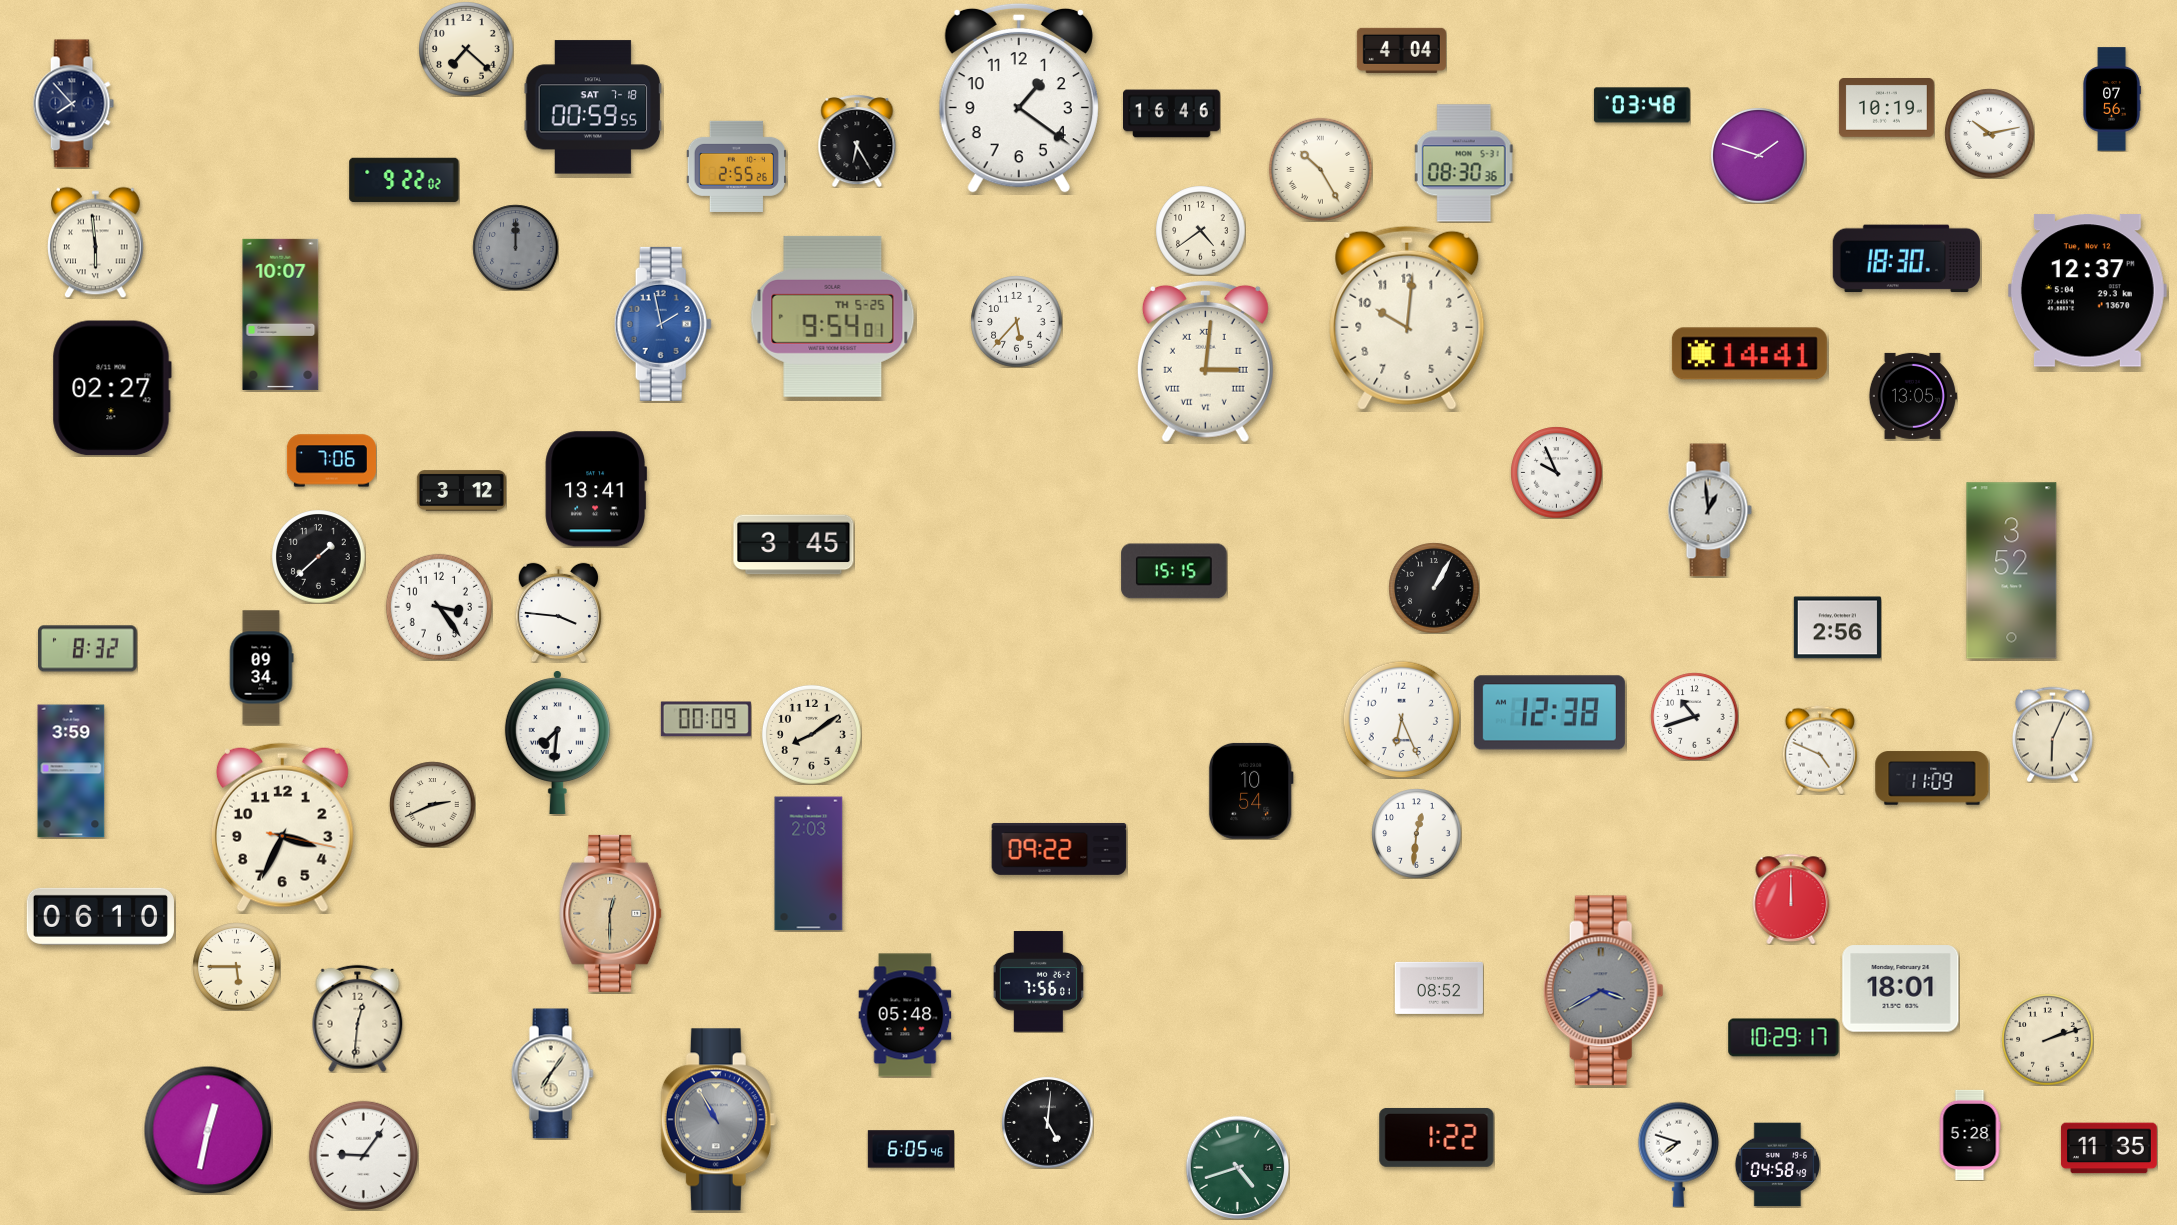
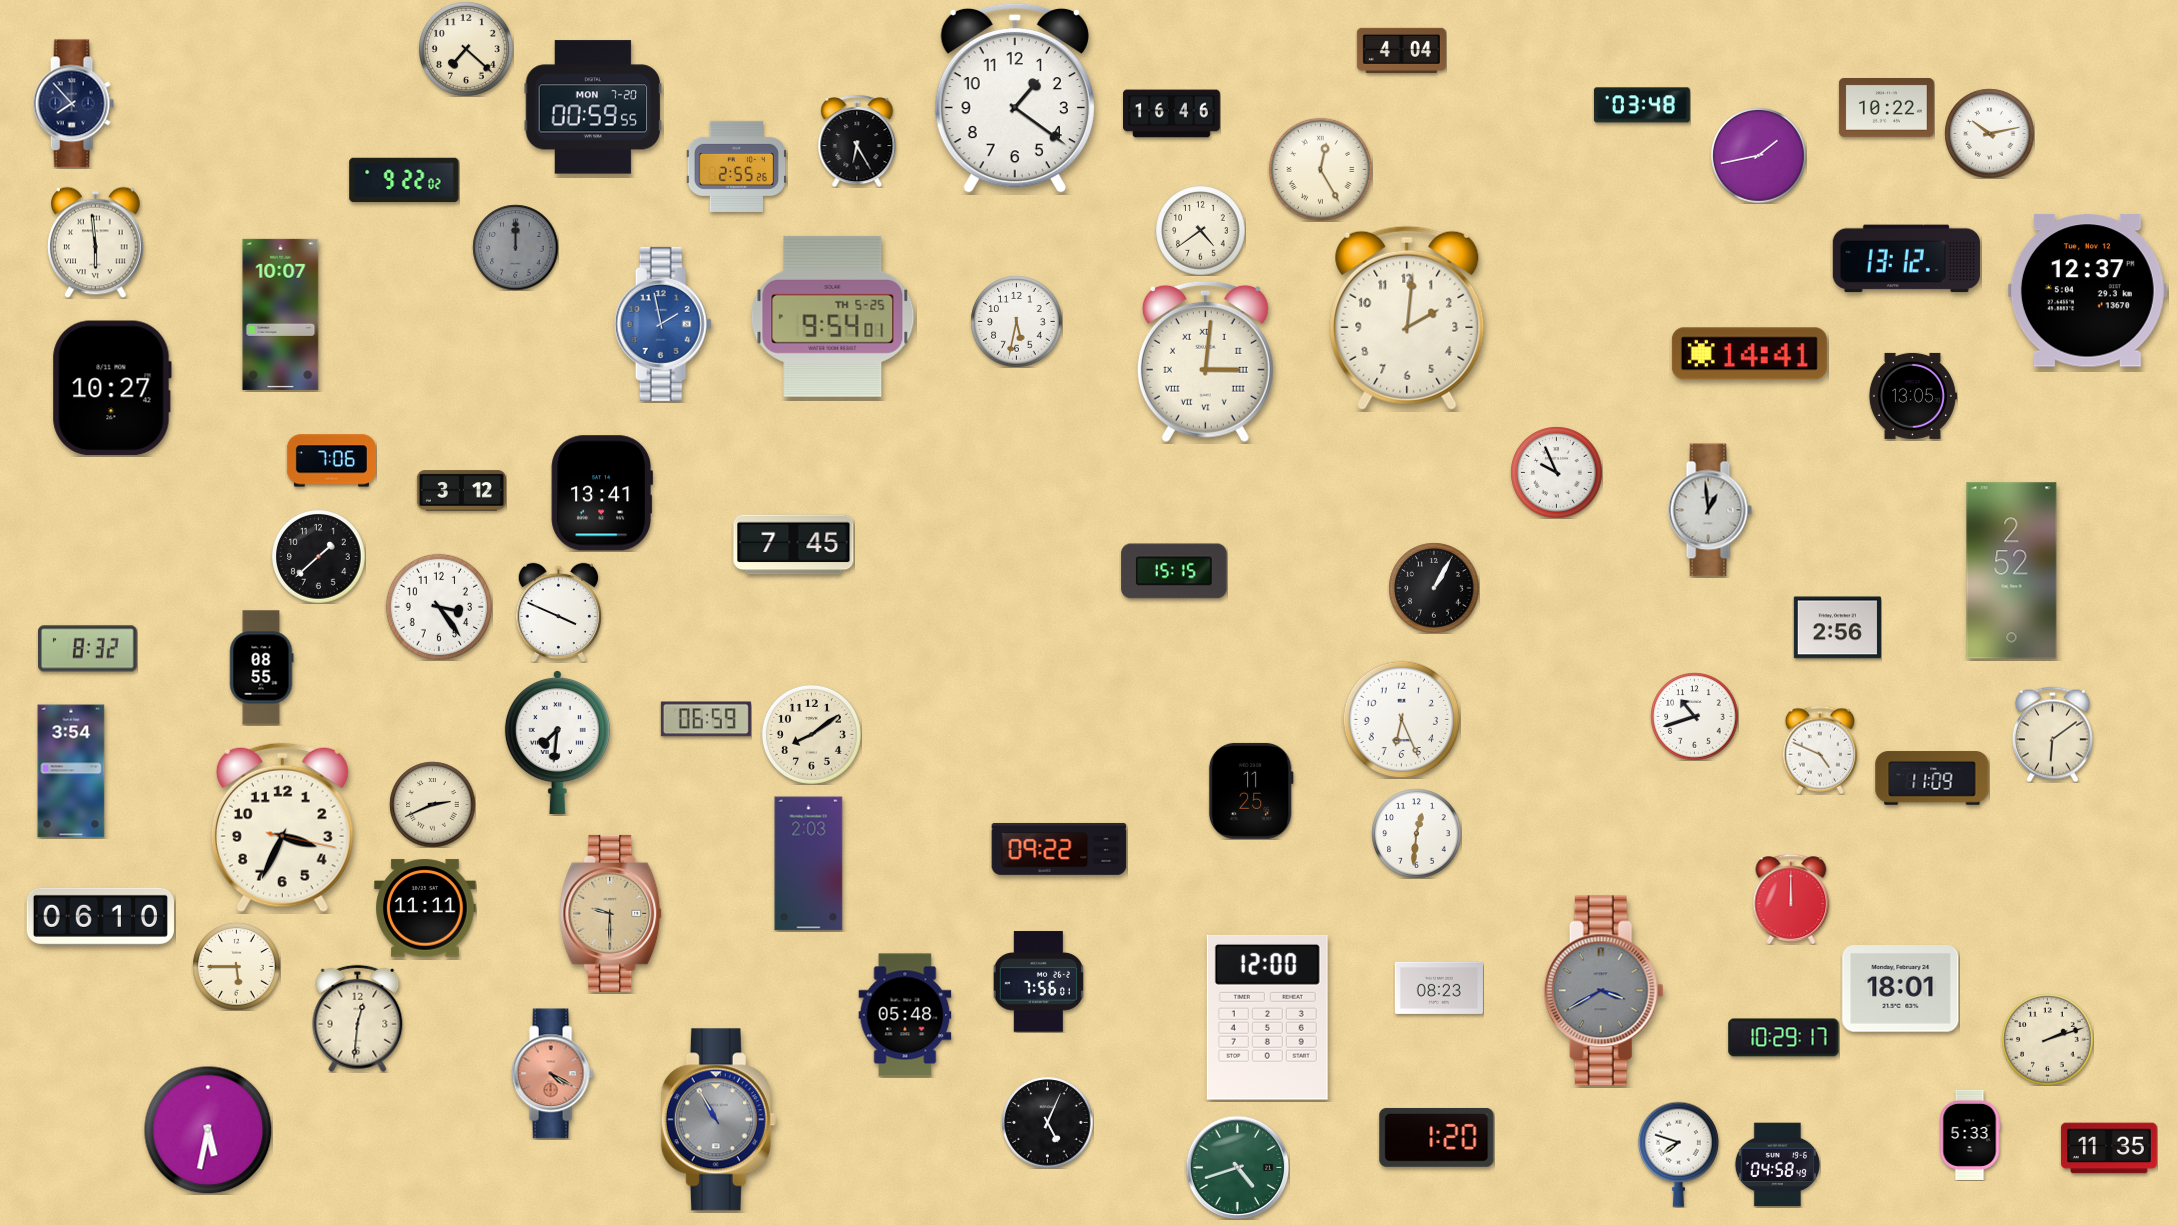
clock at (1019, 98) position: (1019, 98) -> (1015, 98)
clock at (2112, 99): 07:56 -> none
clock at (593, 107) date: SAT 7-18 -> MON 7-20
clock at (1886, 108): 10:19 -> 10:22
clock at (1759, 156): 1:48 -> 1:43
clock at (1464, 163): 08:30 -> none
clock at (1320, 169): 10:25 -> 12:25
clock at (1906, 259): 18:30 -> 13:12
clock at (1407, 318): 10:01 -> 2:01
clock at (1016, 321): 5:37 -> 5:32
clock at (112, 388): 02:27 -> 10:27
clock at (596, 489) position: (596, 489) -> (602, 493)
clock at (794, 545): 3:45 -> 7:45
clock at (2012, 571): 3:52 -> 2:52
clock at (558, 612): 3:46 -> 3:49
clock at (261, 668): 09:34 -> 08:55
clock at (1549, 713): 12:38 -> none
clock at (706, 719): 00:09 -> 06:59
clock at (2052, 734): 6:04 -> 6:09
clock at (71, 771): 3:59 -> 3:54
clock at (1251, 791): 10:54 -> 11:25
clock at (425, 908): none -> 11:11
clock at (611, 913): 12:30 -> 9:30
clock at (1439, 988): 08:52 -> 08:23
clock at (1267, 1017): none -> 12:00
clock at (552, 1074): 7:06 -> 4:20
clock at (552, 1074) dial: cream -> salmon
clock at (1047, 1122): 5:01 -> 5:04
clock at (208, 1130): 12:32 -> 5:32
clock at (1970, 1135): 5:28 -> 5:33
clock at (1437, 1137): 1:22 -> 1:20
clock at (910, 1149): 6:05 -> none
clock at (363, 1155): 9:06 -> none
